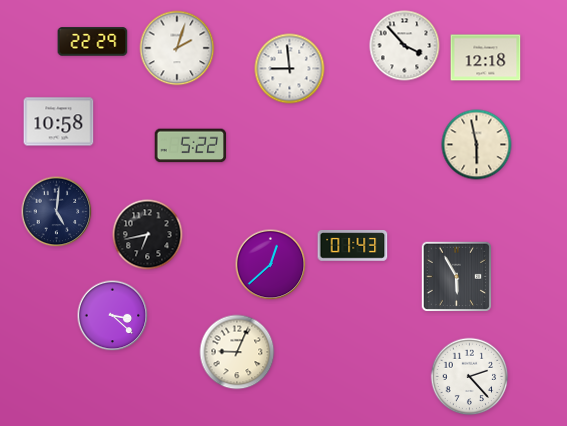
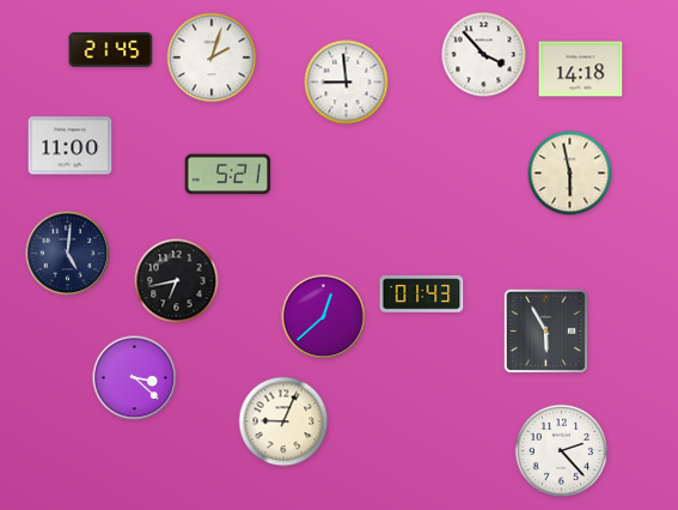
clock at (93, 42): 22:29 -> 21:45
clock at (486, 58): 12:18 -> 14:18
clock at (59, 122): 10:58 -> 11:00
clock at (191, 146): 5:22 -> 5:21
